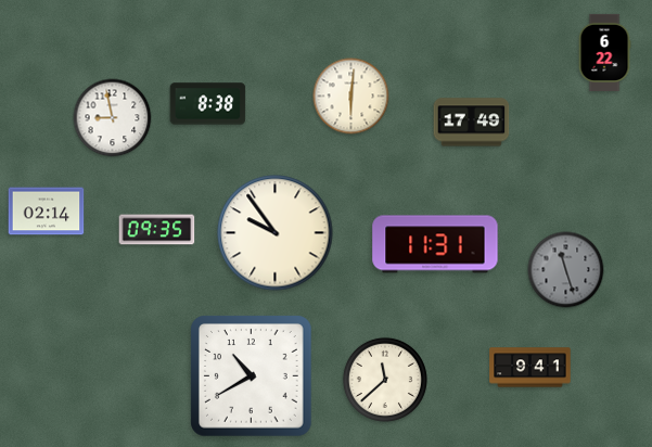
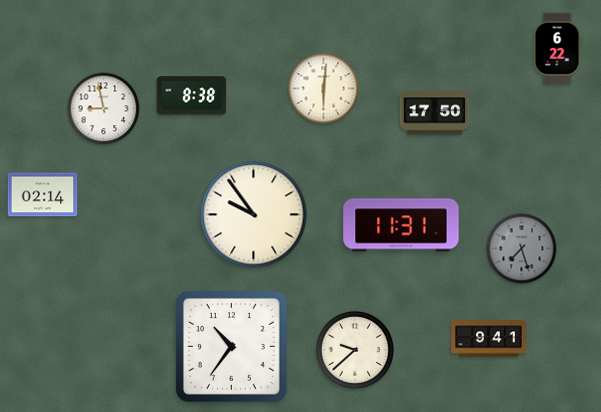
clock at (472, 123): 17:49 -> 17:50
clock at (157, 230): 09:35 -> none
clock at (566, 270): 11:27 -> 7:27
clock at (252, 376): 10:40 -> 10:36
clock at (385, 380): 11:38 -> 9:38
